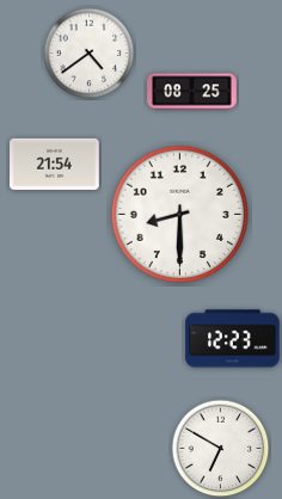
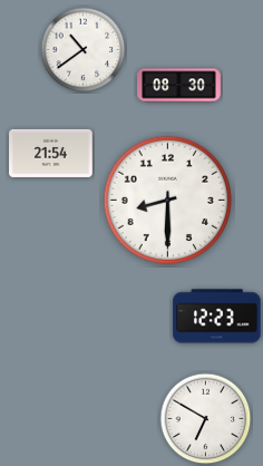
clock at (90, 54): 4:39 -> 10:39
clock at (192, 92): 08:25 -> 08:30
